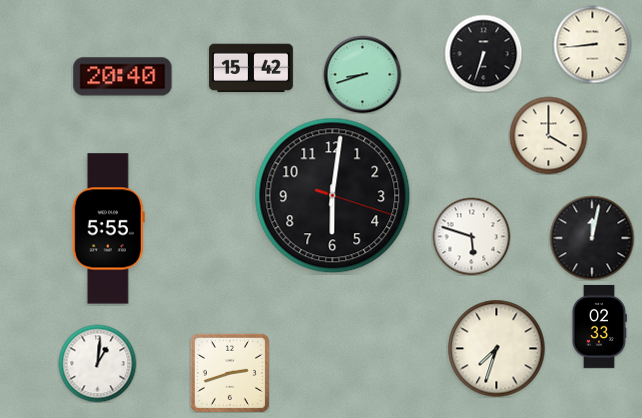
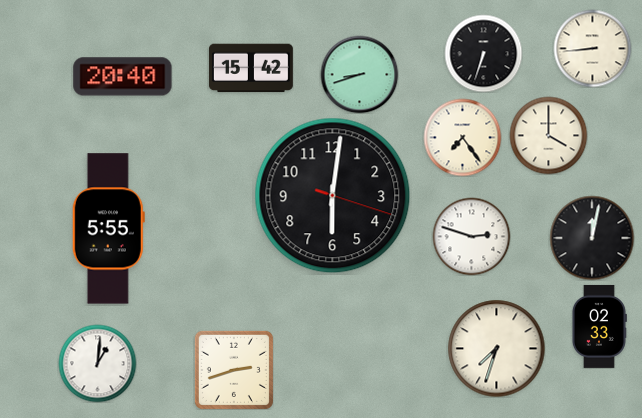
clock at (592, 44) position: (592, 44) -> (592, 48)
clock at (362, 74) position: (362, 74) -> (359, 74)
clock at (462, 137): none -> 7:24
clock at (471, 236): 5:48 -> 2:48
clock at (230, 373) position: (230, 373) -> (234, 370)
